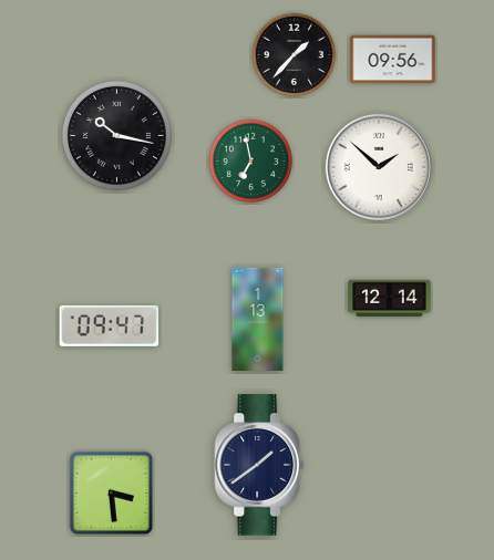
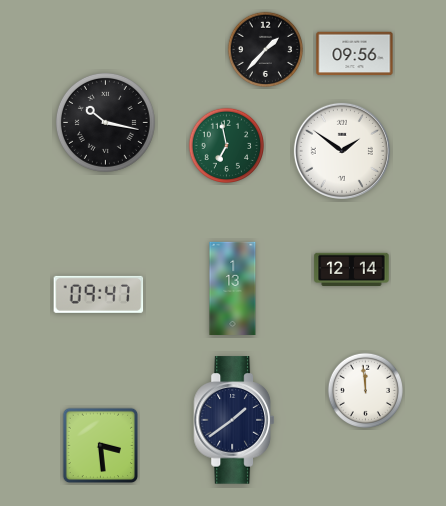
clock at (379, 167): 1:52 -> 1:51
clock at (365, 390): none -> 11:59
